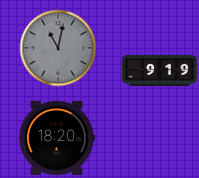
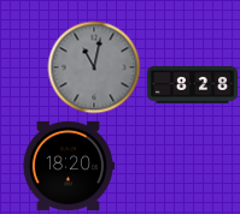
clock at (58, 48) position: (58, 48) -> (94, 67)
clock at (159, 71): 9:19 -> 8:28
